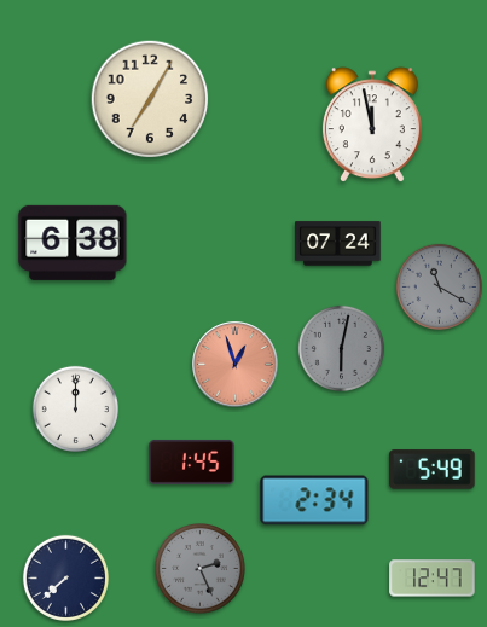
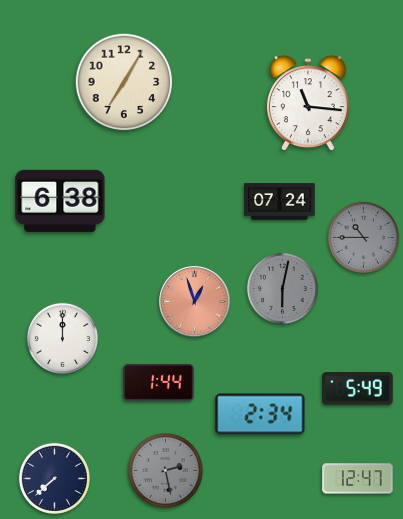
clock at (372, 126): 11:58 -> 11:16
clock at (439, 286): 11:20 -> 10:45
clock at (192, 461): 1:45 -> 1:44
clock at (201, 569): 2:26 -> 2:28
